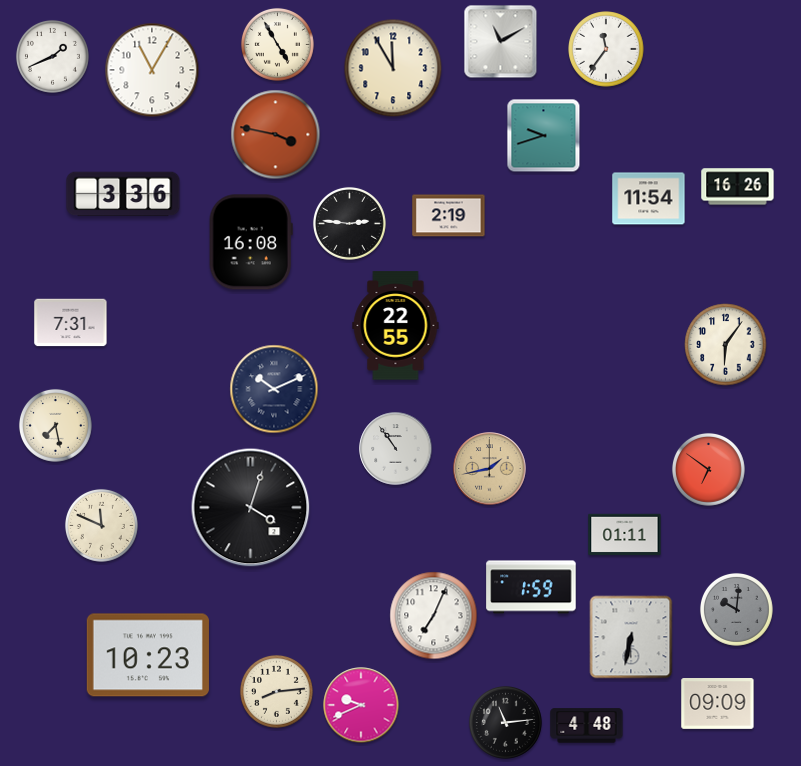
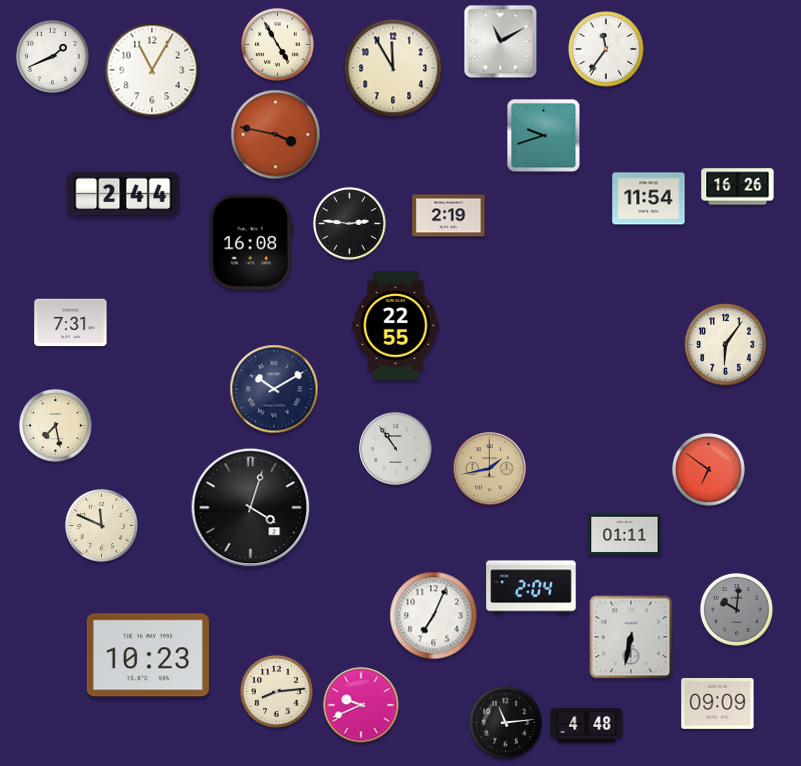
clock at (123, 194): 3:36 -> 2:44
clock at (274, 389): 10:11 -> 10:10
clock at (531, 587): 1:59 -> 2:04
